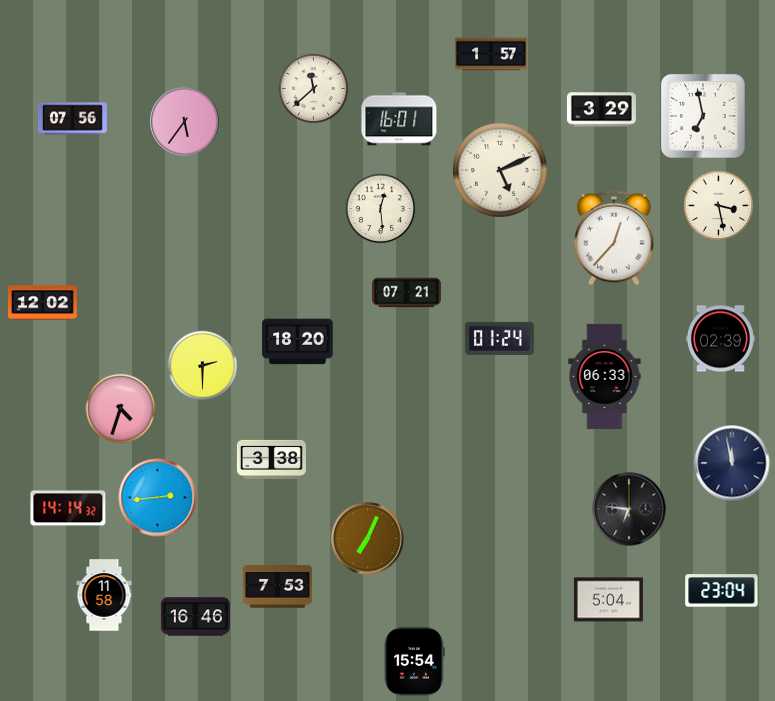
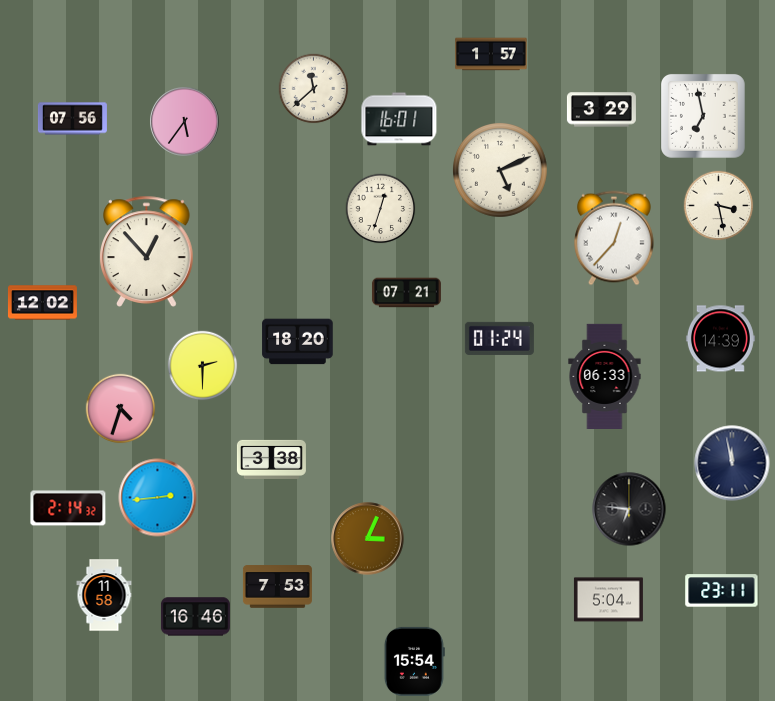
clock at (381, 209): 12:29 -> 12:33
clock at (147, 251): none -> 12:53
clock at (720, 339): 02:39 -> 14:39
clock at (68, 508): 14:14 -> 2:14
clock at (368, 539): 7:04 -> 3:04
clock at (722, 591): 23:04 -> 23:11
